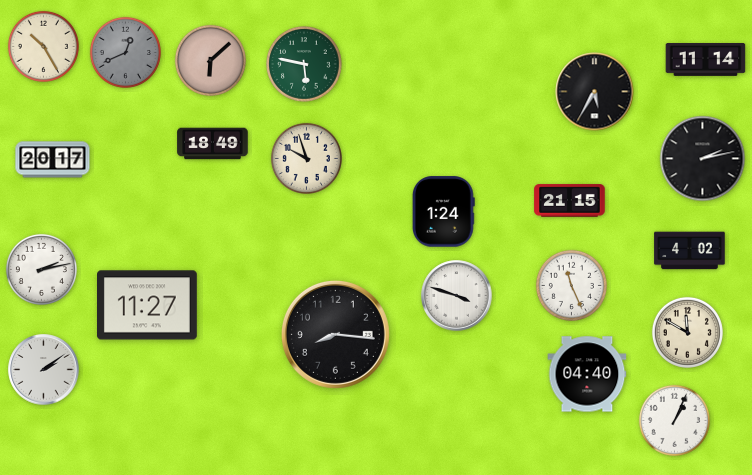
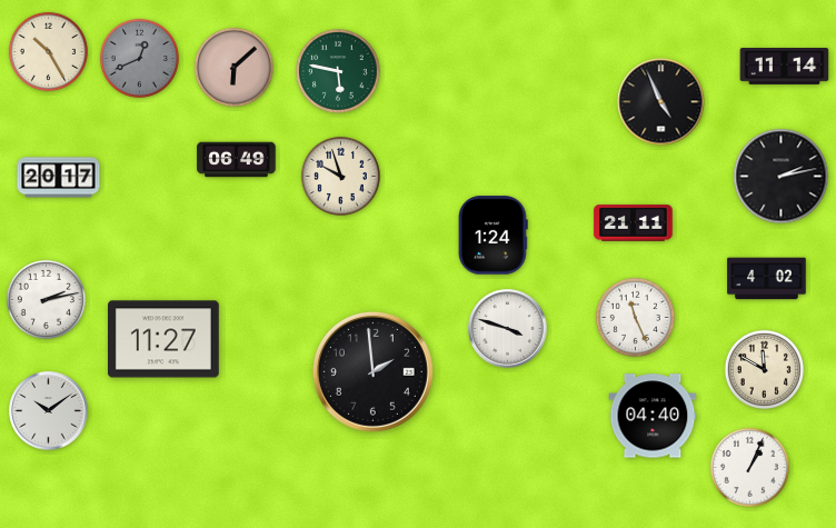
clock at (595, 92): 5:35 -> 4:56
clock at (213, 144): 18:49 -> 06:49
clock at (570, 201): 21:15 -> 21:11
clock at (335, 334): 8:16 -> 1:59
clock at (44, 370): 2:09 -> 10:09
